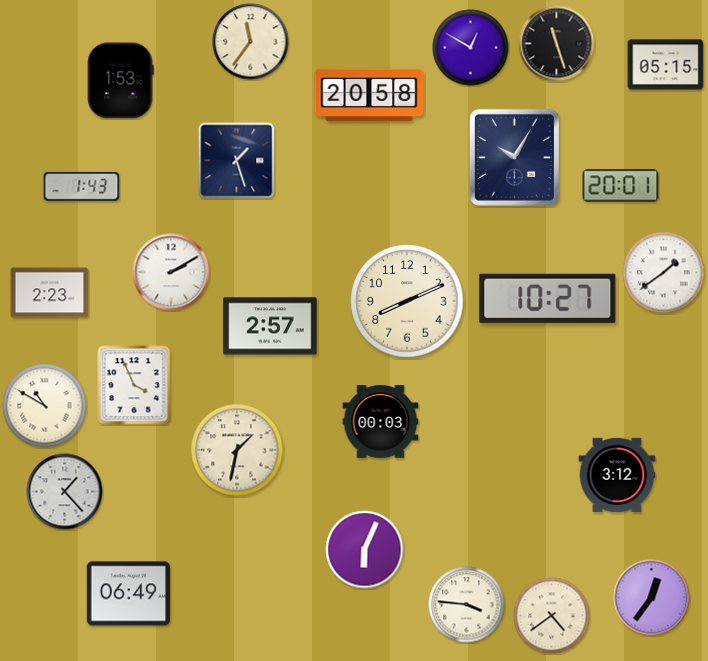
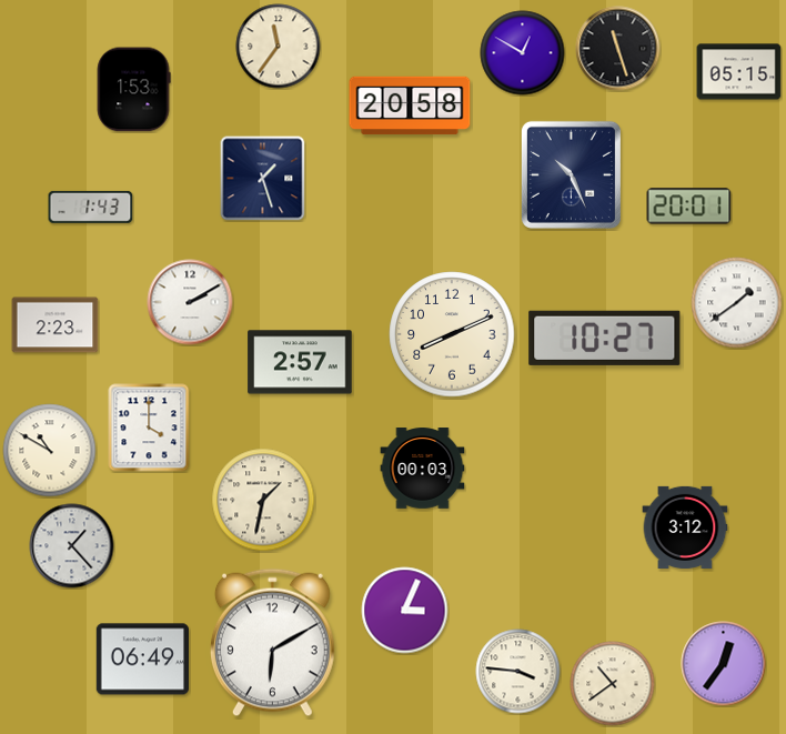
clock at (514, 157): 10:05 -> 10:26
clock at (548, 298) position: (548, 298) -> (605, 338)
clock at (134, 385): 3:56 -> 4:00
clock at (365, 550): 6:04 -> 3:04
clock at (272, 643): none -> 6:10
clock at (552, 616): 4:39 -> 10:39
